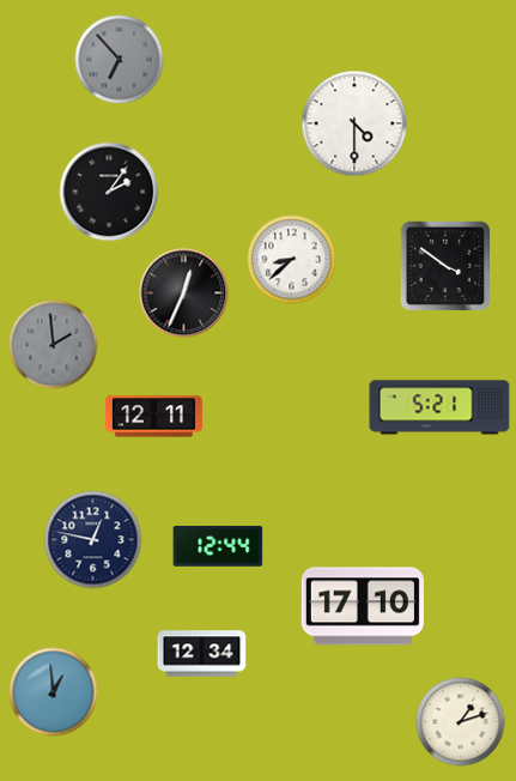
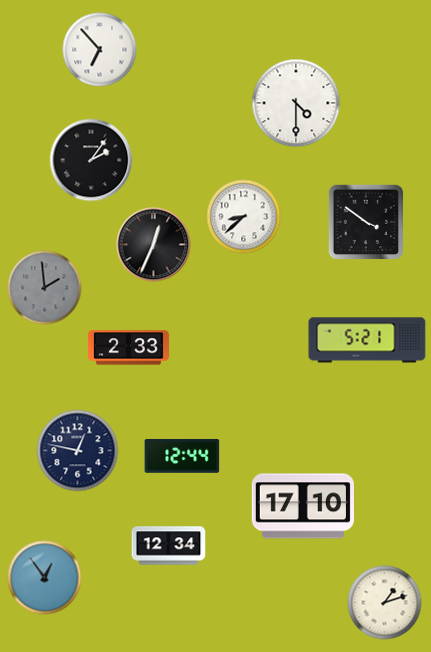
clock at (120, 60) dial: grey -> white
clock at (445, 266) position: (445, 266) -> (366, 222)
clock at (153, 417): 12:11 -> 2:33
clock at (54, 692): 12:59 -> 12:54
